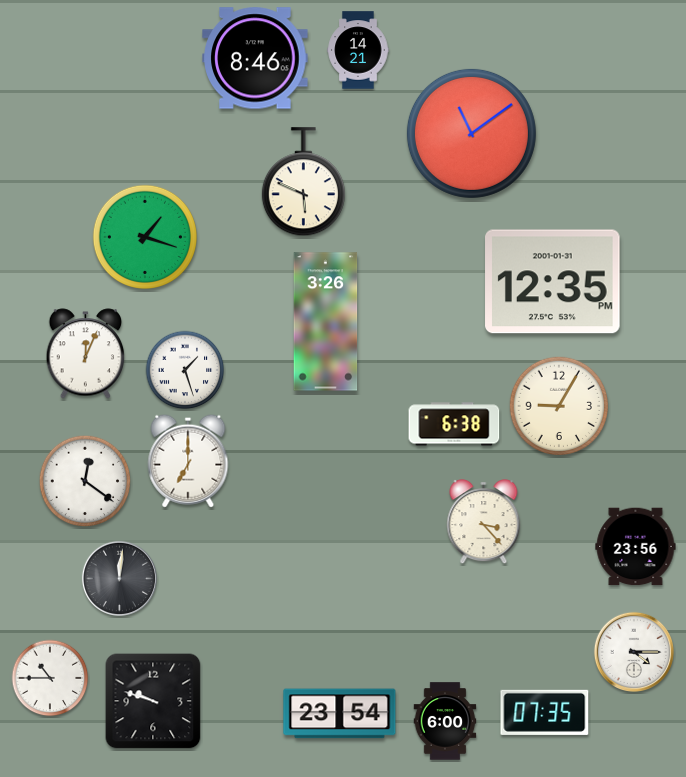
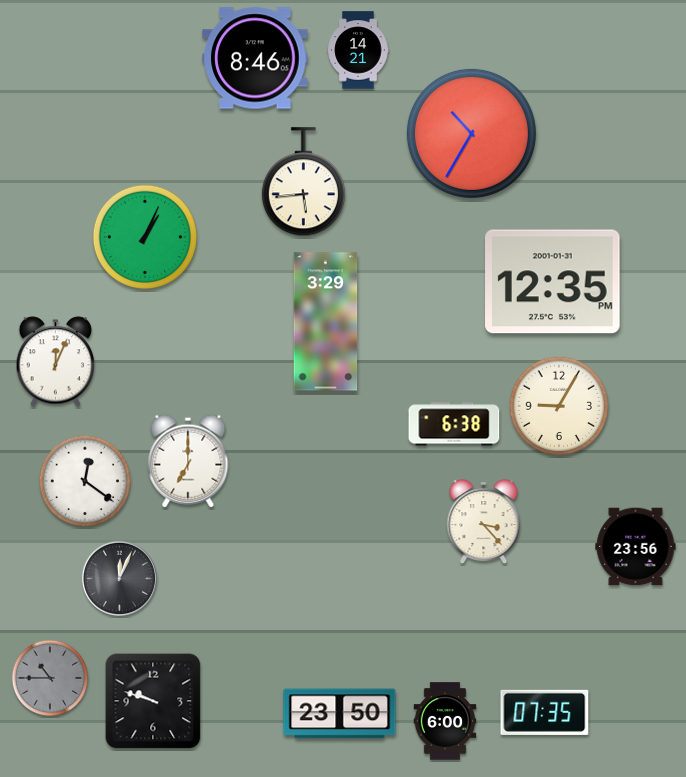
clock at (471, 133): 11:09 -> 10:35
clock at (303, 182): 5:49 -> 5:44
clock at (145, 237): 1:18 -> 1:04
clock at (326, 322): 3:26 -> 3:29
clock at (86, 354) position: (86, 354) -> (56, 362)
clock at (185, 370): 1:27 -> none
clock at (119, 578): 12:01 -> 12:04
clock at (633, 651): 4:15 -> none
clock at (50, 678) dial: white -> grey
clock at (340, 714): 23:54 -> 23:50
